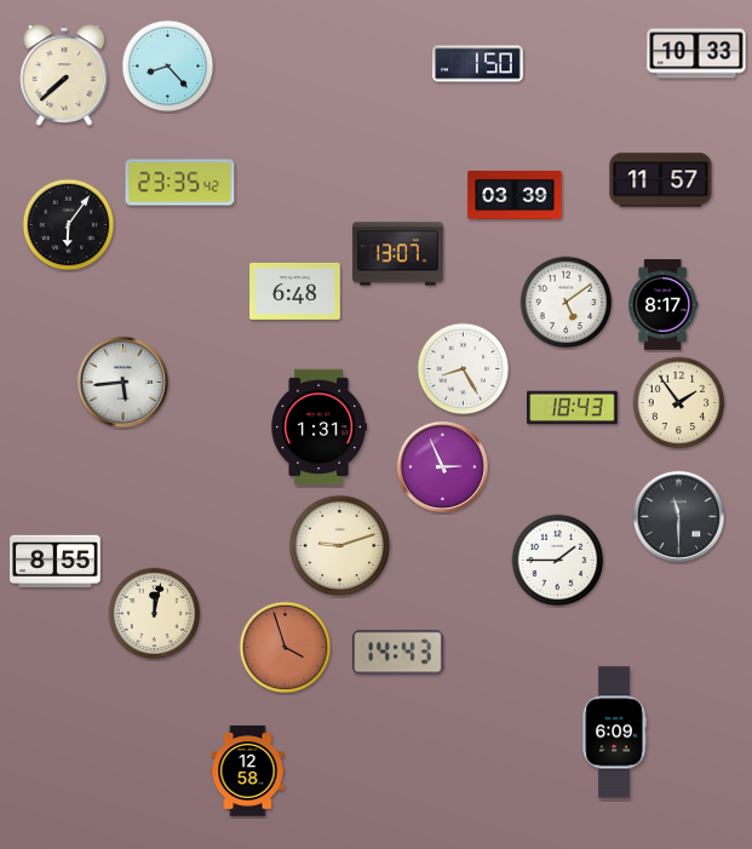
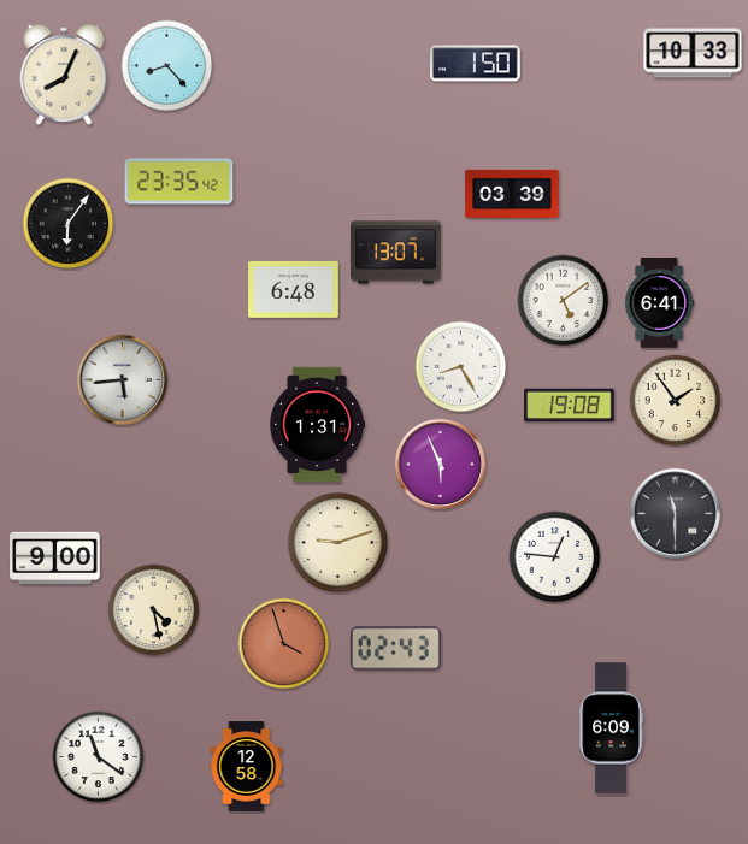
clock at (64, 76): 7:38 -> 8:04
clock at (661, 180): 11:57 -> none
clock at (664, 305): 8:17 -> 6:41
clock at (573, 408): 18:43 -> 19:08
clock at (442, 466): 2:56 -> 5:56
clock at (558, 561): 1:45 -> 12:46
clock at (56, 562): 8:55 -> 9:00
clock at (155, 614): 12:02 -> 4:28
clock at (398, 653): 14:43 -> 02:43
clock at (99, 757): none -> 11:21
